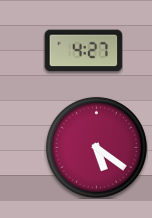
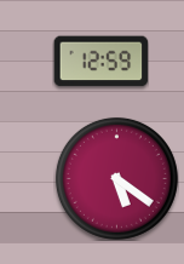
clock at (83, 51): 4:27 -> 12:59
